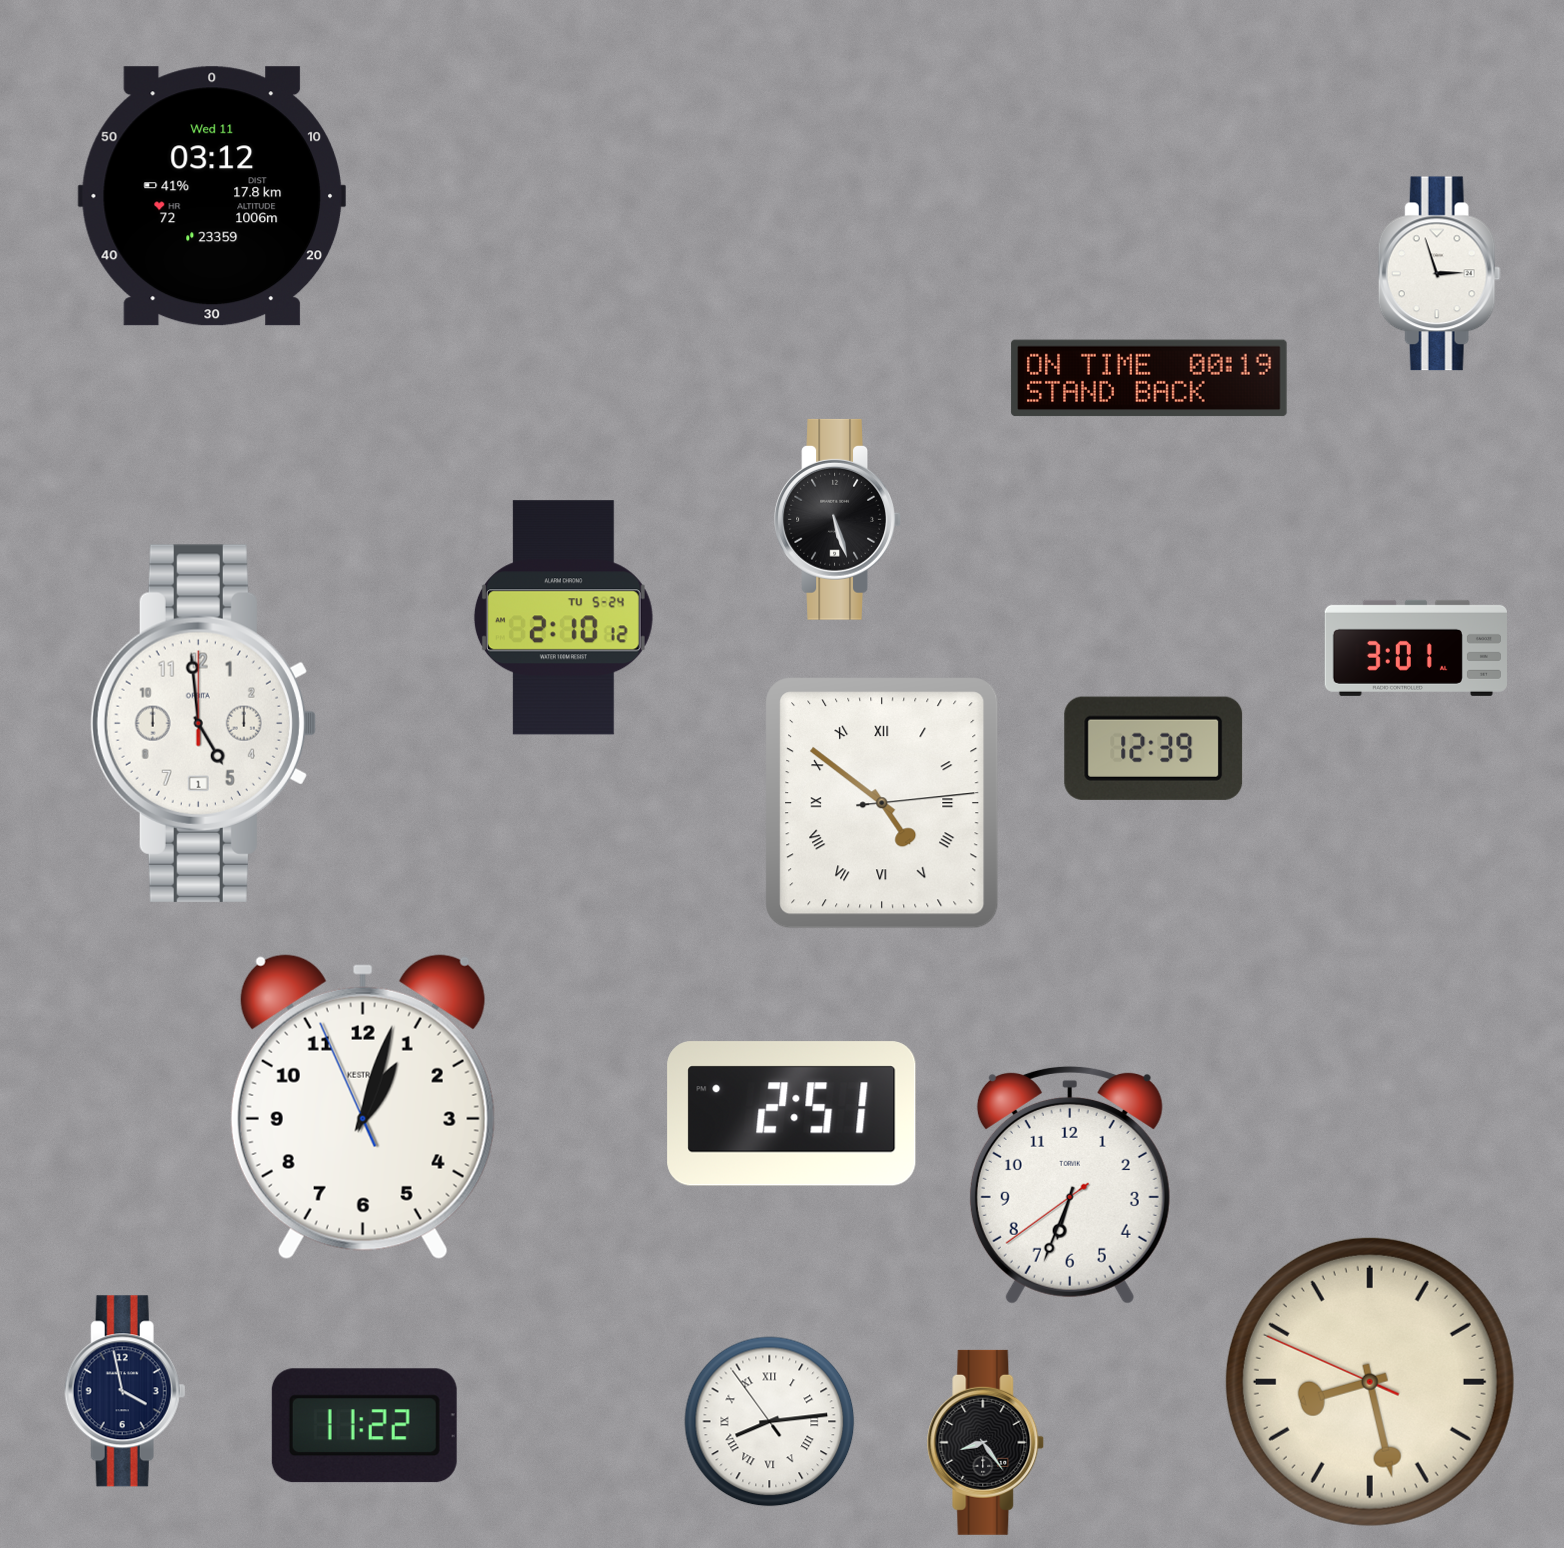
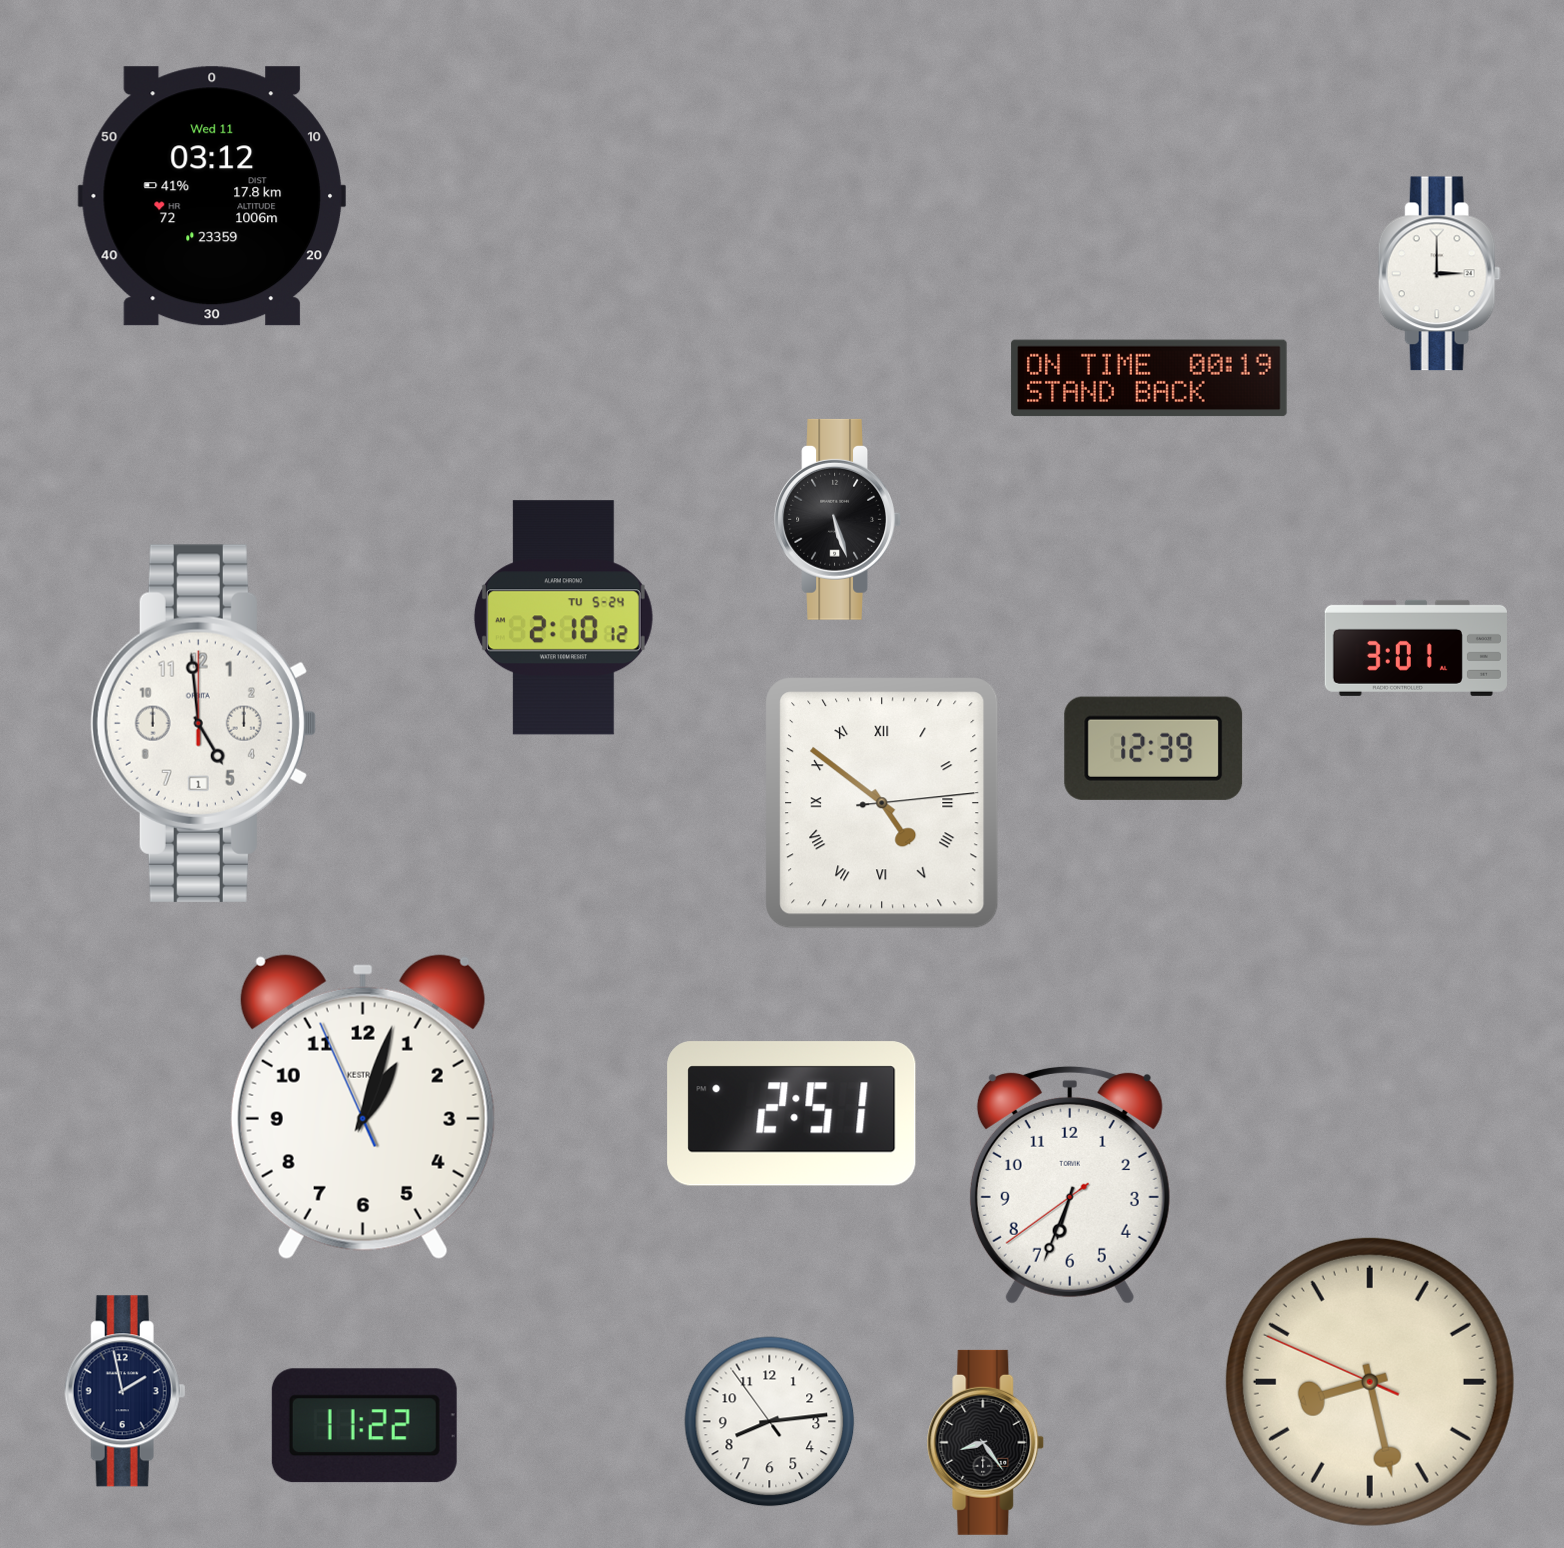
clock at (1439, 274): 2:57 -> 3:00
clock at (125, 1391): 3:58 -> 1:58
clock at (770, 1422) numerals: Roman -> Arabic
